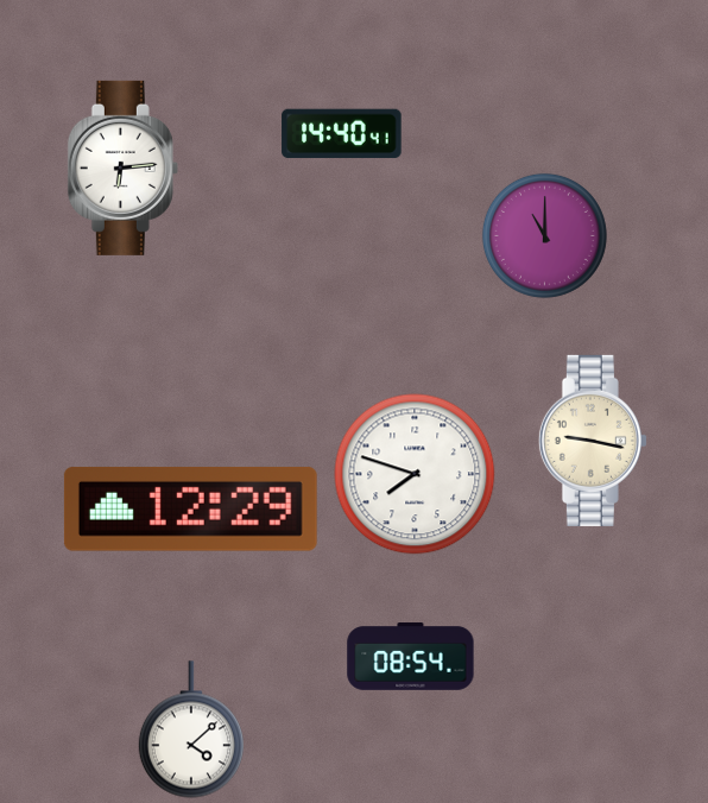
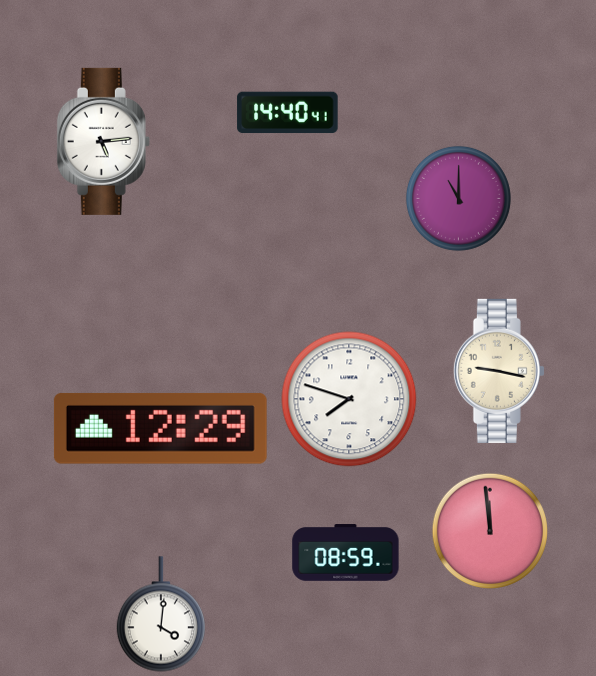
clock at (122, 167): 6:14 -> 5:14
clock at (489, 530): none -> 11:59
clock at (411, 657): 08:54 -> 08:59
clock at (191, 729): 4:08 -> 4:01
